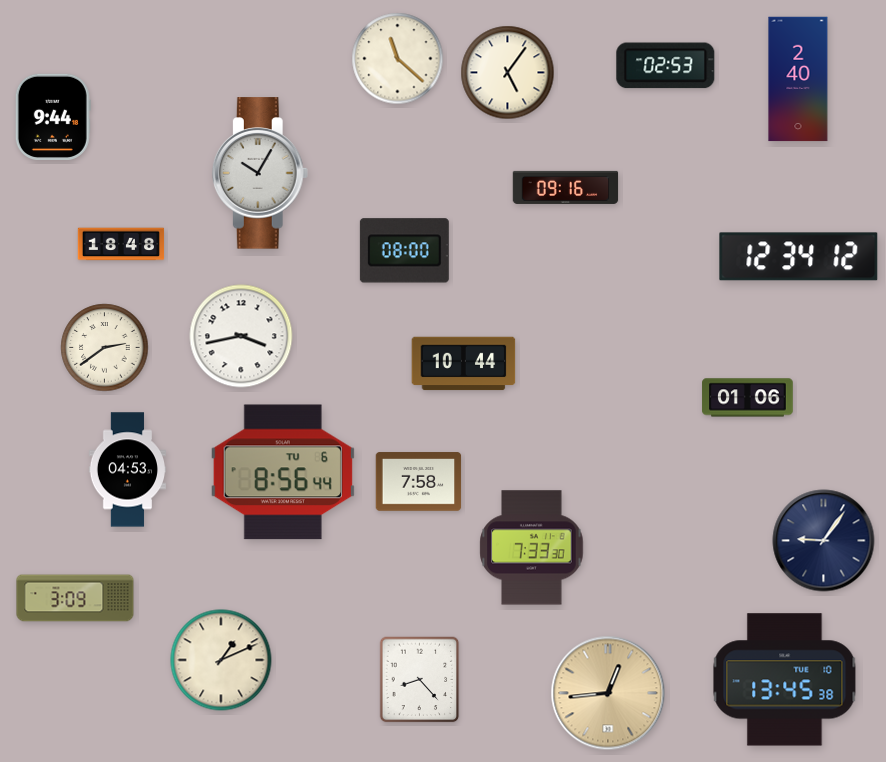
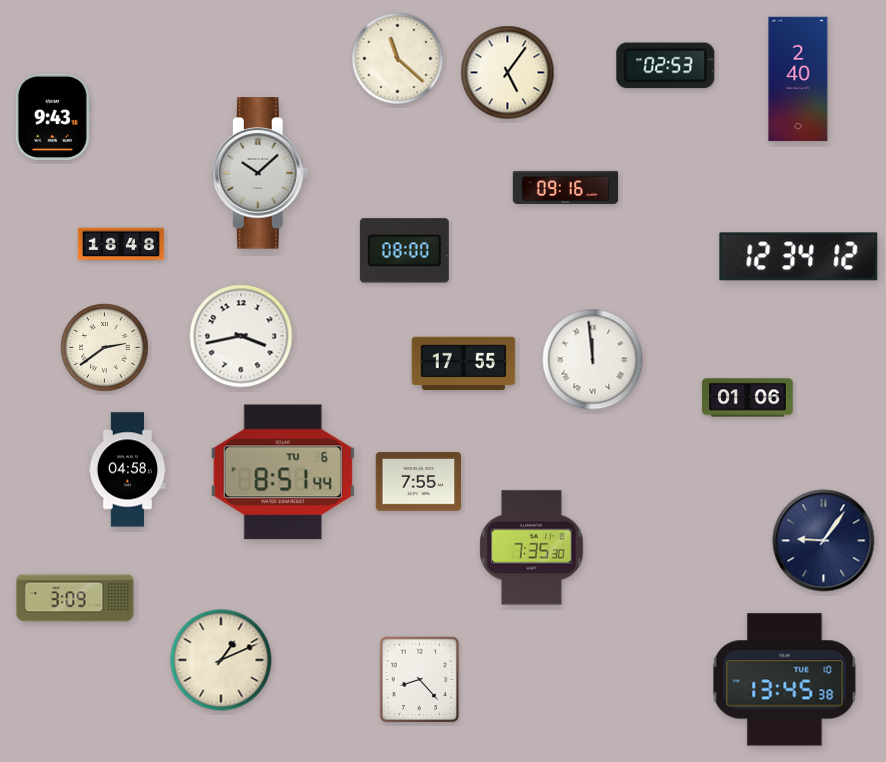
clock at (53, 116): 9:44 -> 9:43
clock at (260, 173): 10:05 -> 10:08
clock at (593, 360): none -> 11:59
clock at (464, 364): 10:44 -> 17:55
clock at (127, 470): 04:53 -> 04:58
clock at (283, 472): 8:56 -> 8:51
clock at (419, 482): 7:58 -> 7:55
clock at (532, 548): 7:33 -> 7:35
clock at (608, 693): 12:44 -> none
